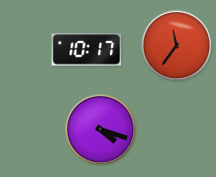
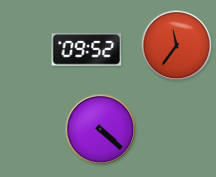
clock at (87, 50): 10:17 -> 09:52
clock at (101, 130): 4:18 -> 4:22
